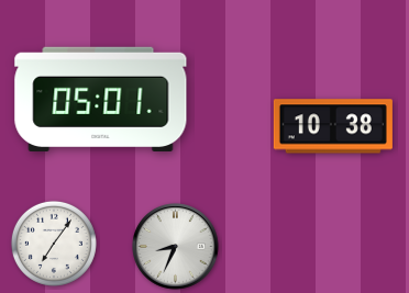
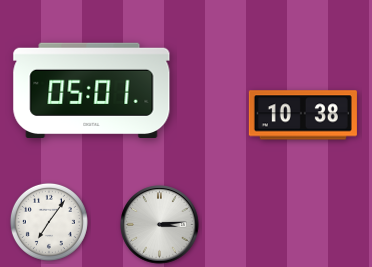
clock at (176, 247): 8:34 -> 3:14
